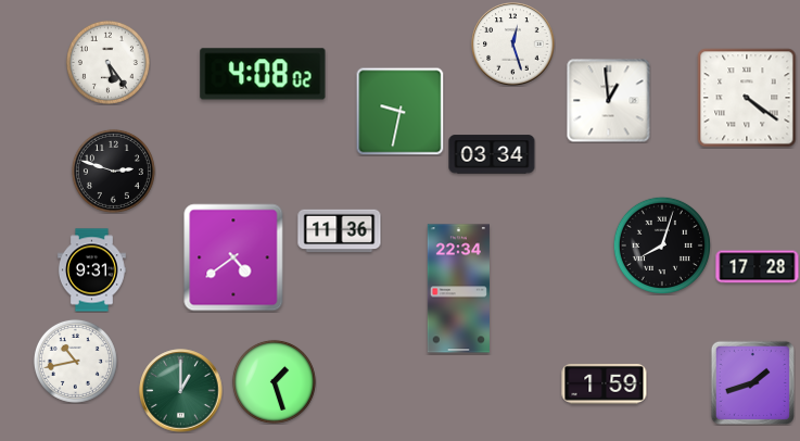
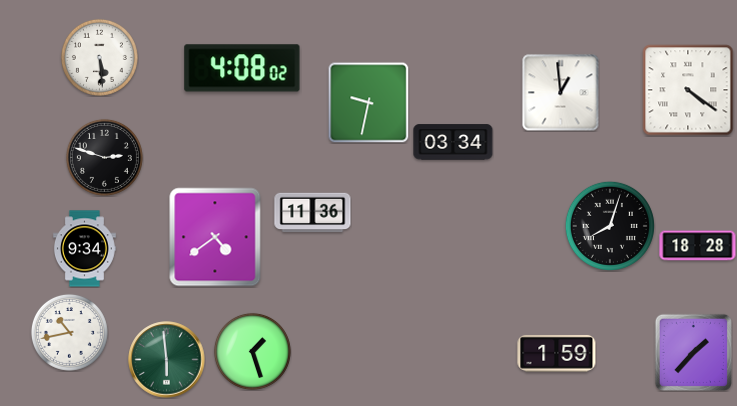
clock at (513, 45): 12:27 -> none
clock at (107, 62): 5:24 -> 5:29
clock at (758, 267): 17:28 -> 18:28
clock at (91, 270): 9:31 -> 9:34
clock at (458, 289): 22:34 -> none
clock at (752, 382): 1:42 -> 1:37
clock at (181, 391): 1:00 -> 5:59
